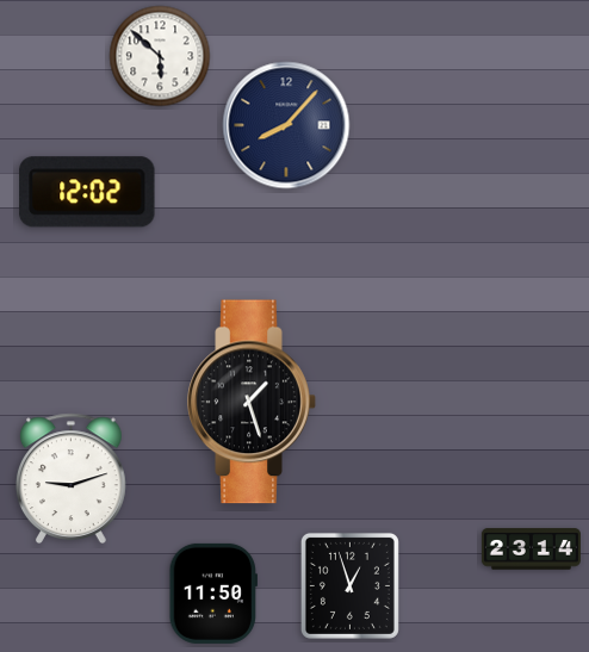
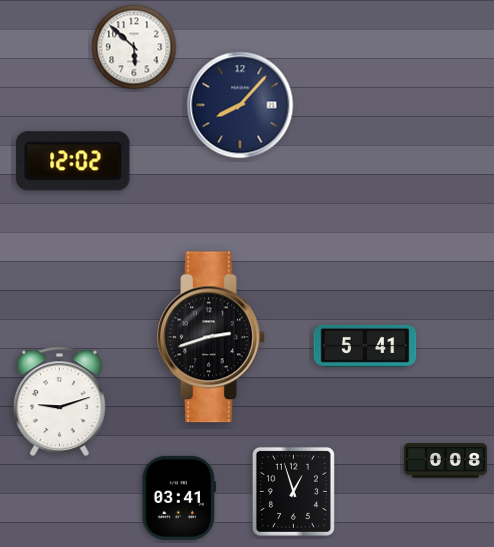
clock at (252, 402): 1:27 -> 2:42
clock at (365, 346): none -> 5:41
clock at (531, 549): 23:14 -> 0:08
clock at (212, 594): 11:50 -> 03:41
